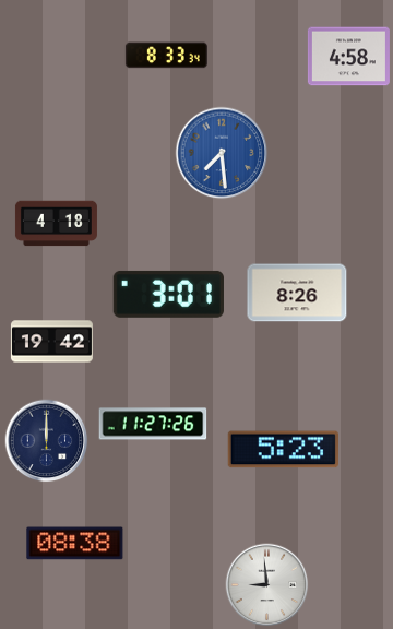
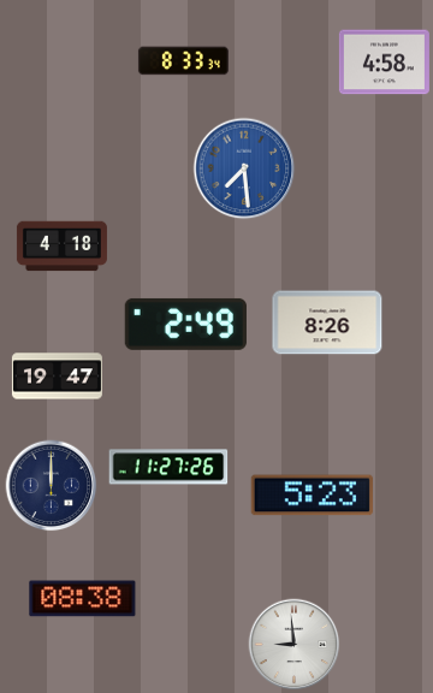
clock at (168, 294): 3:01 -> 2:49
clock at (51, 342): 19:42 -> 19:47
